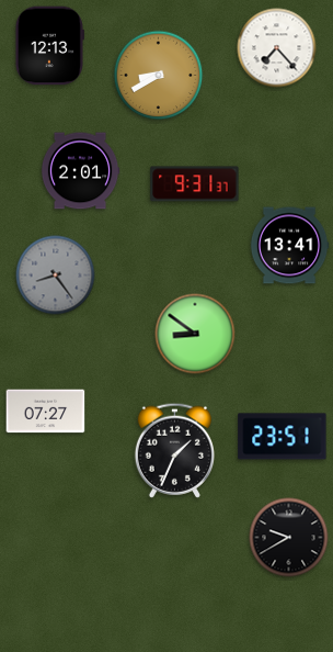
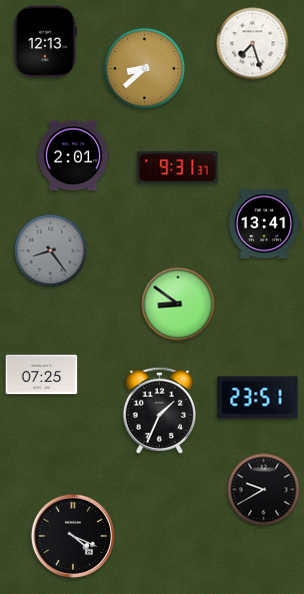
clock at (277, 48): 7:23 -> 7:27
clock at (159, 76): 8:40 -> 8:38
clock at (46, 412): 07:27 -> 07:25
clock at (73, 536): none -> 4:19
